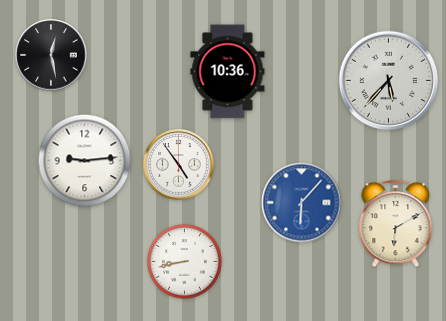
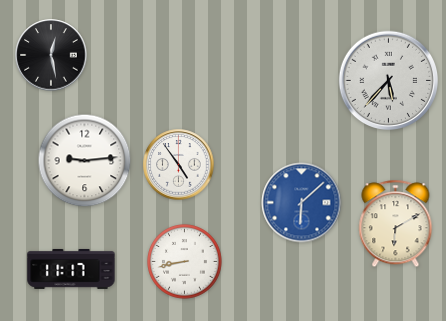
clock at (228, 72): 10:36 -> none
clock at (302, 203): 6:07 -> 6:08
clock at (71, 269): none -> 11:17
